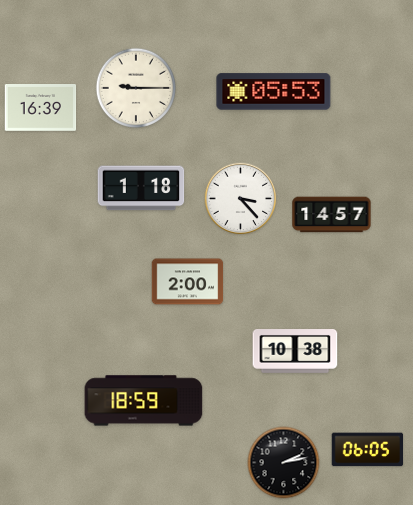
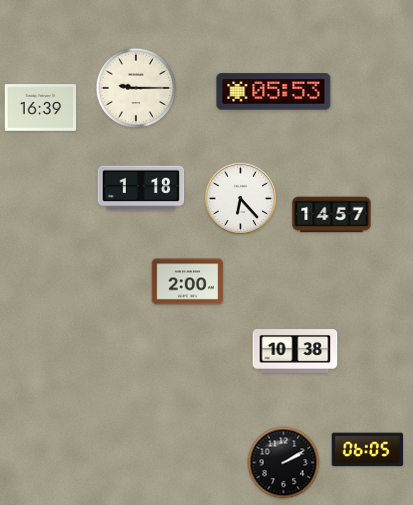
clock at (241, 199): 3:23 -> 6:23
clock at (144, 401): 18:59 -> none
clock at (284, 463): 2:13 -> 2:10
